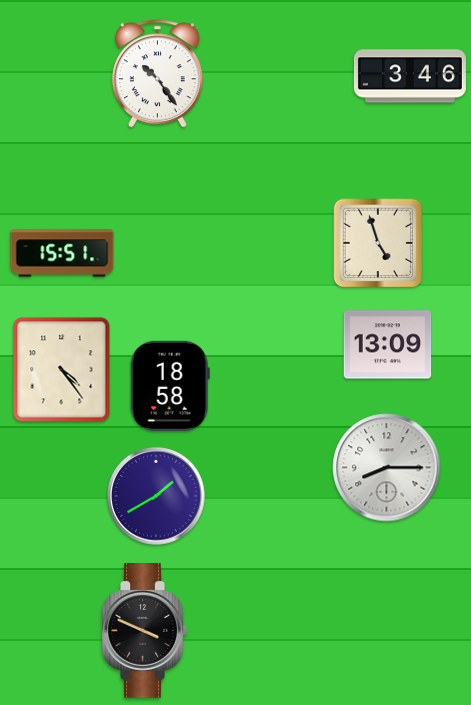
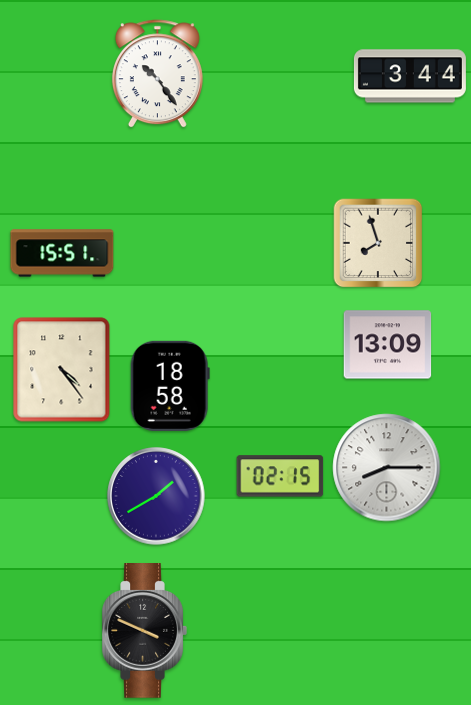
clock at (410, 76): 3:46 -> 3:44
clock at (378, 243): 4:57 -> 7:57
clock at (280, 476): none -> 02:15
